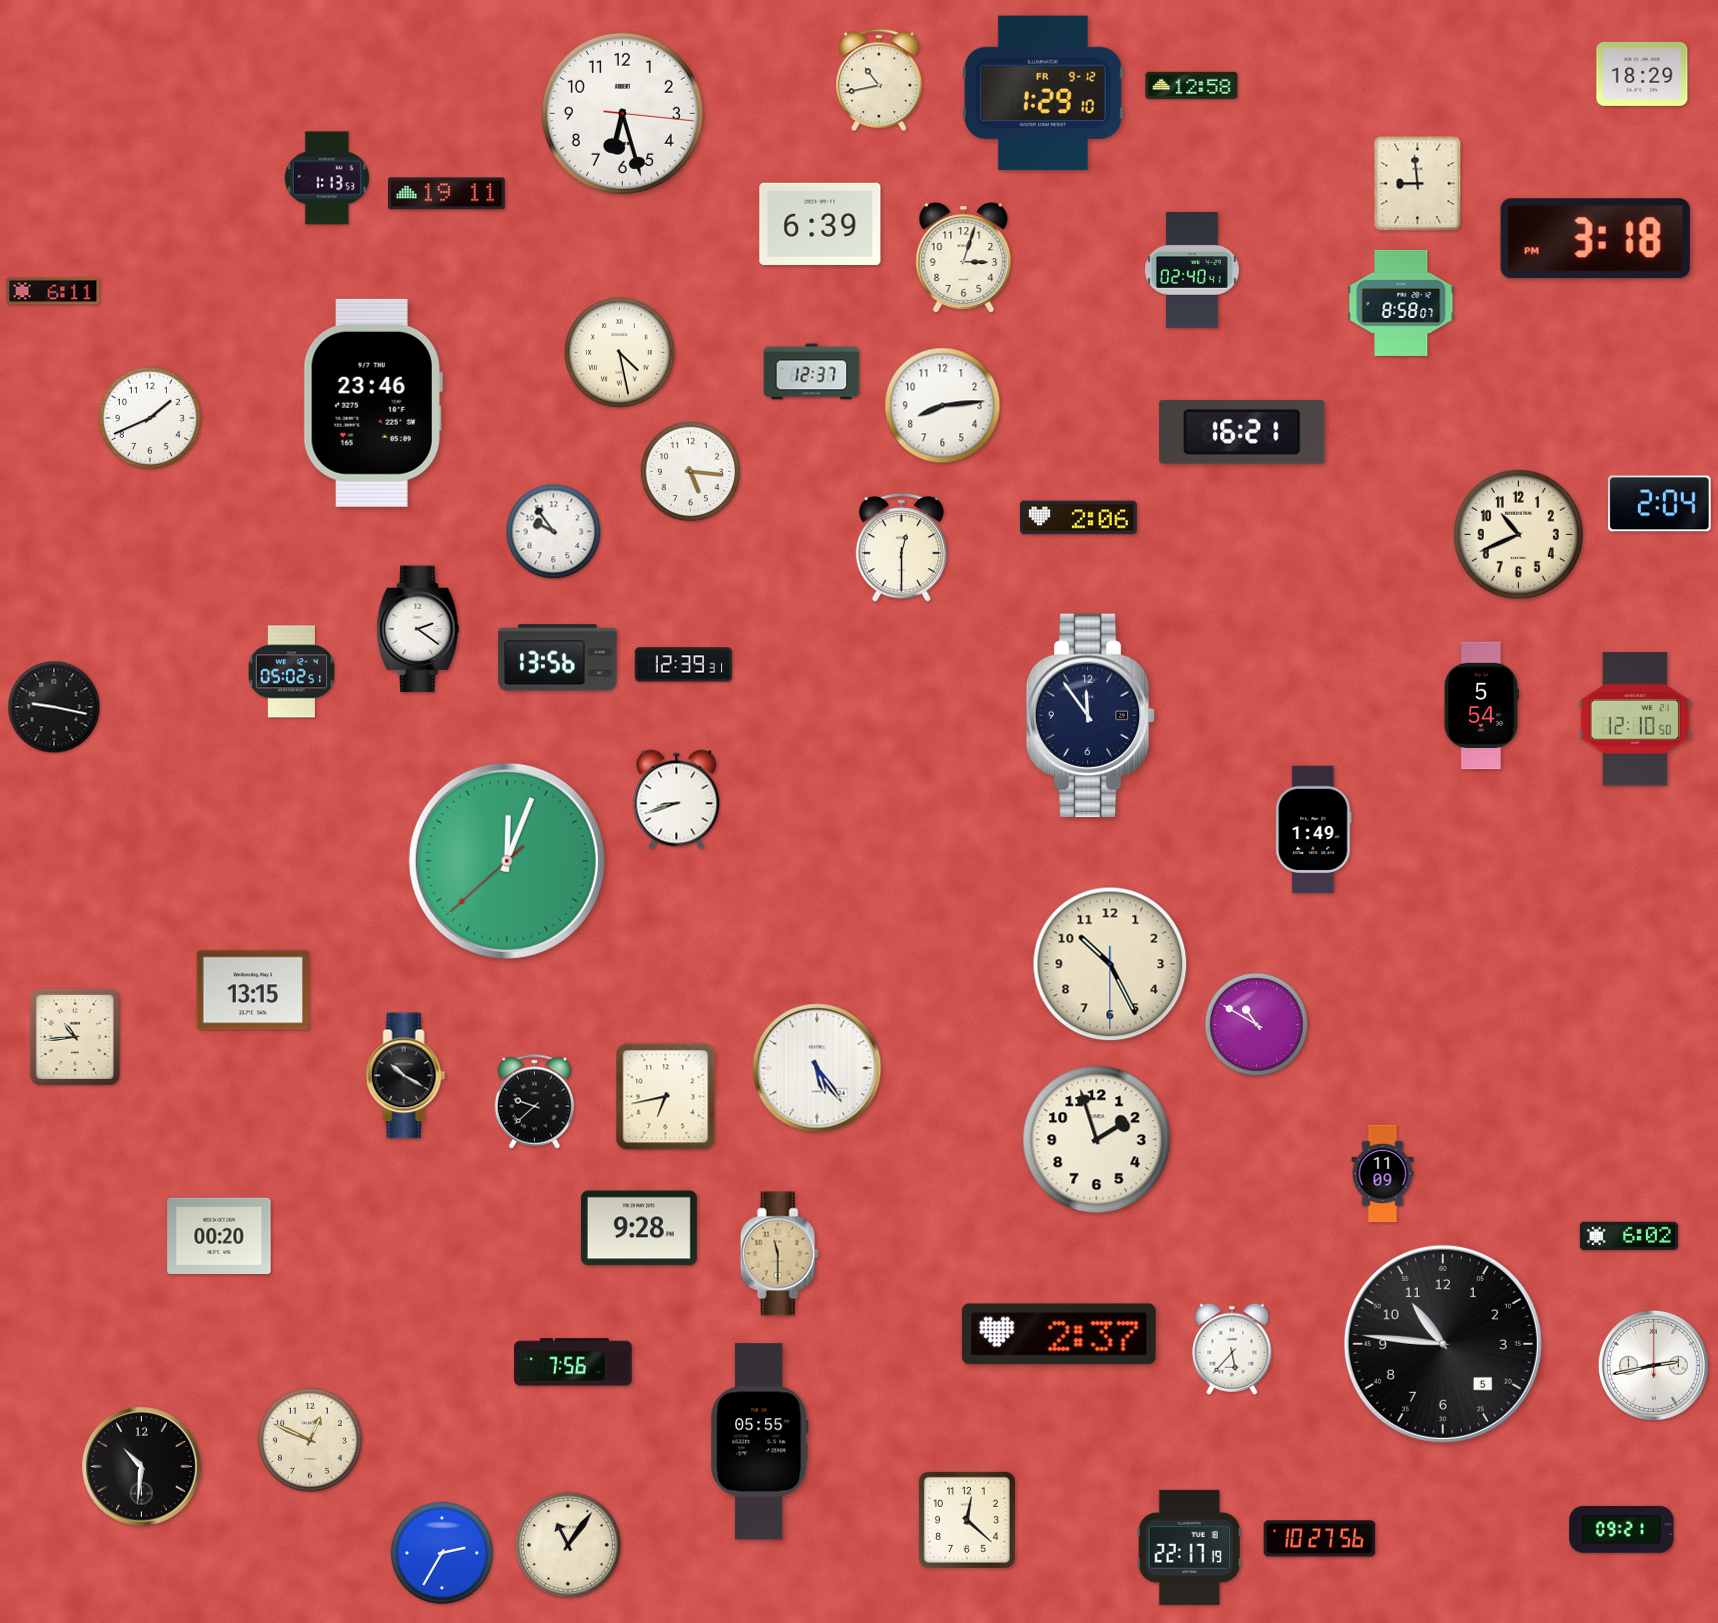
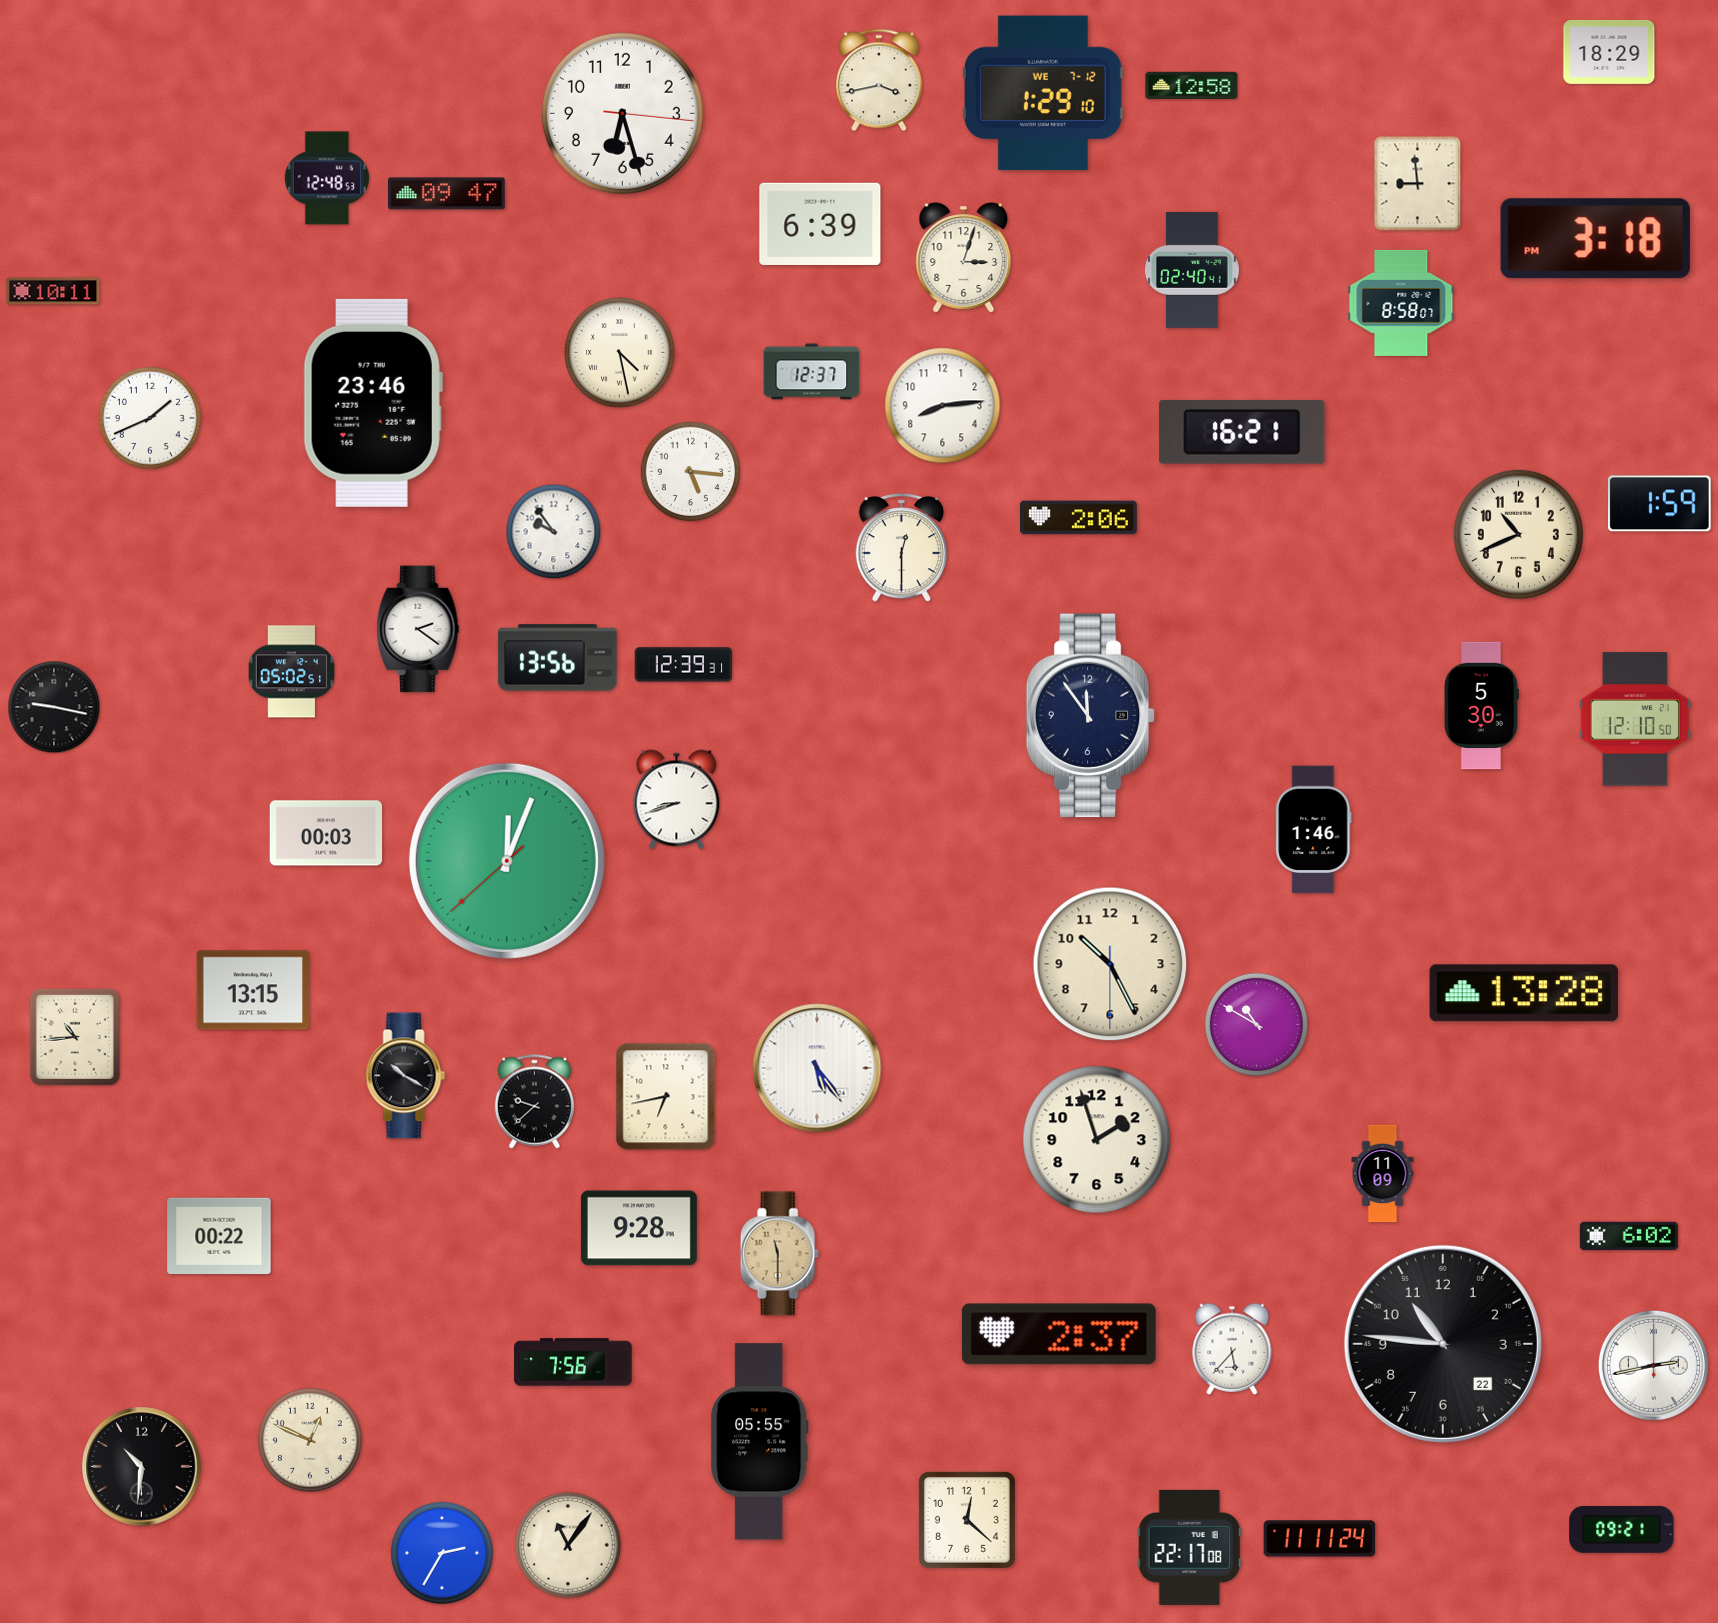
clock at (1642, 74) position: (1642, 74) -> (1609, 52)
clock at (879, 80): 10:43 -> 3:43
clock at (1043, 93) date: FR 9-12 -> WE 7-12
clock at (327, 178): 1:13 -> 12:48
clock at (447, 194): 19:11 -> 09:47
clock at (53, 291): 6:11 -> 10:11
clock at (1660, 504): 2:04 -> 1:59
clock at (1481, 706): 5:54 -> 5:30
clock at (1314, 830): 1:49 -> 1:46
clock at (326, 833): none -> 00:03
clock at (1524, 993): none -> 13:28
clock at (219, 1235): 00:20 -> 00:22
clock at (1443, 1344) date: 5 -> 22
clock at (1320, 1539): 10:27 -> 11:11
clock at (1189, 1547): 22:17:19 -> 22:17:08
